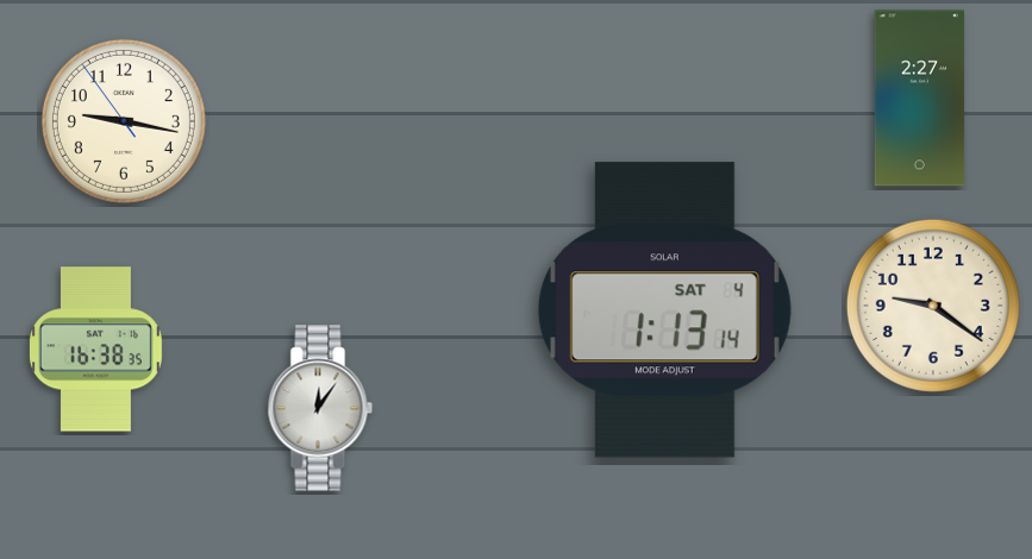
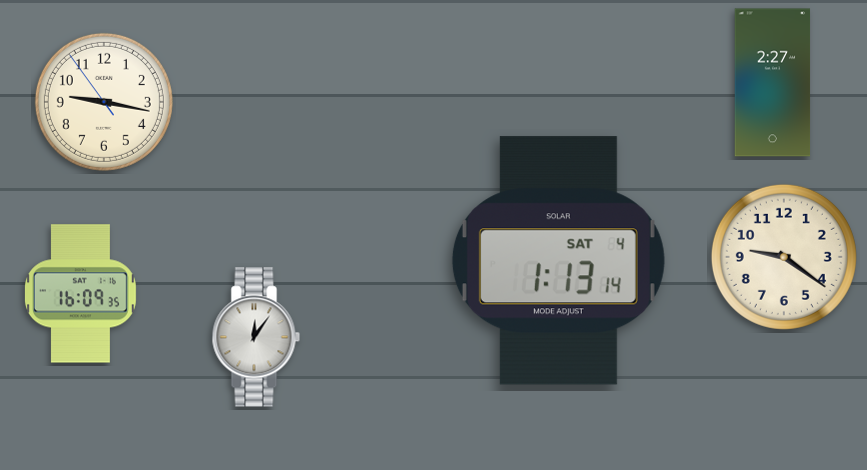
clock at (95, 350): 16:38 -> 16:09
clock at (320, 408) position: (320, 408) -> (256, 337)
